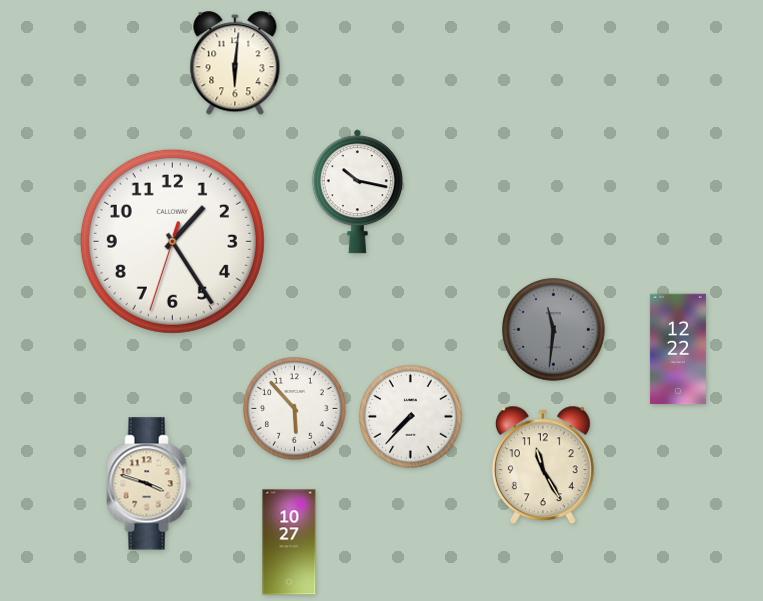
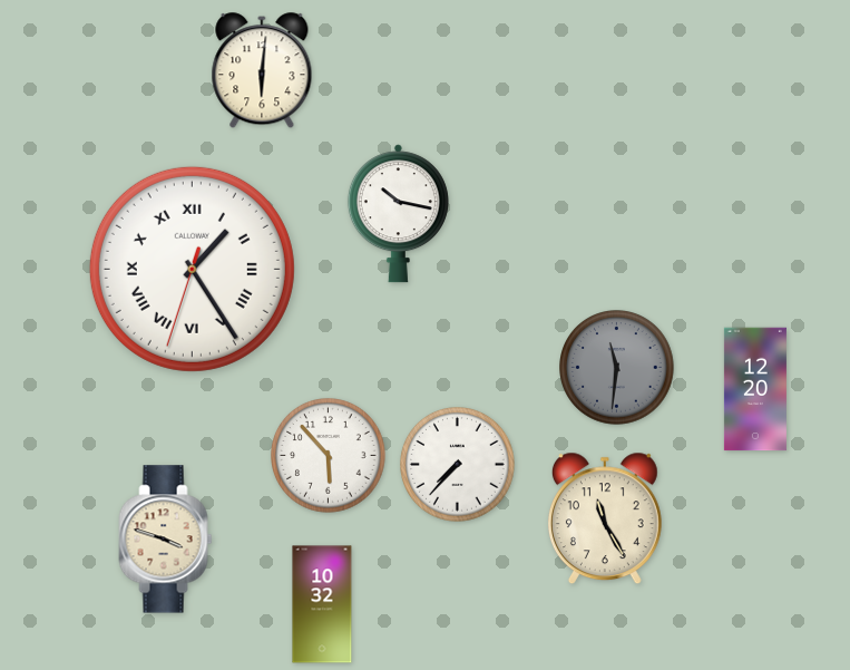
clock at (172, 241) numerals: Arabic -> Roman
clock at (678, 349): 12:22 -> 12:20
clock at (289, 542): 10:27 -> 10:32
